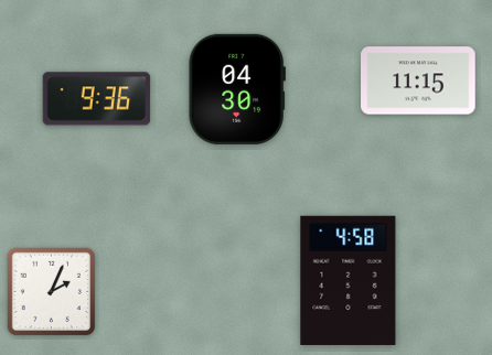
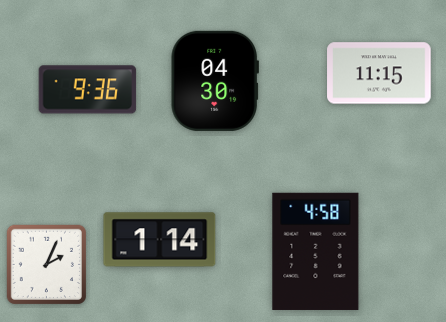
clock at (160, 240): none -> 1:14
clock at (349, 280) position: (349, 280) -> (316, 251)
